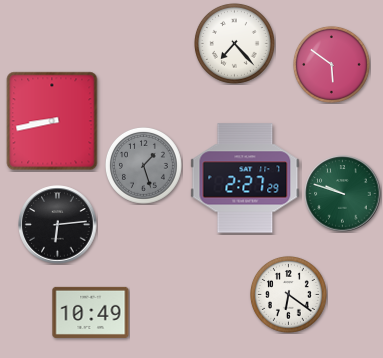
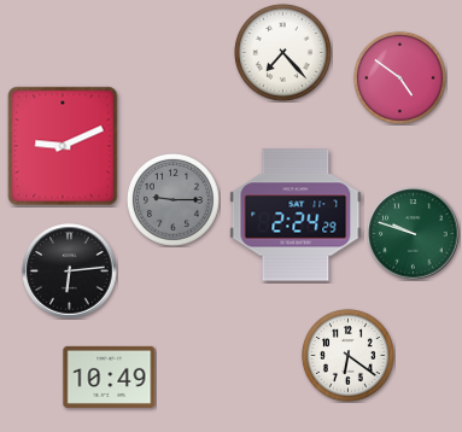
clock at (331, 64): 5:51 -> 4:51
clock at (52, 121): 8:43 -> 9:11
clock at (143, 165): 1:27 -> 9:15
clock at (245, 178): 2:27 -> 2:24
